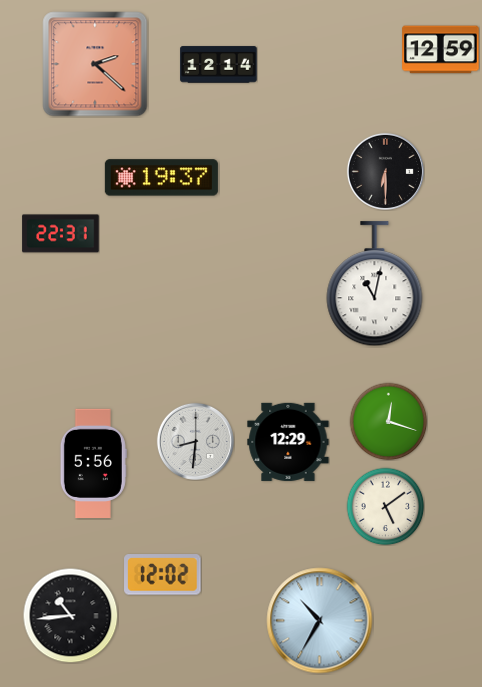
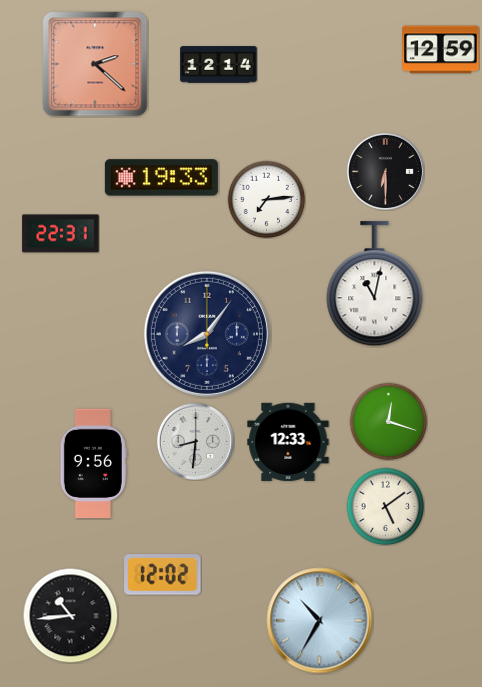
clock at (161, 178): 19:37 -> 19:33
clock at (266, 199): none -> 7:14
clock at (207, 334): none -> 8:06
clock at (288, 442): 12:29 -> 12:33
clock at (93, 463): 5:56 -> 9:56
